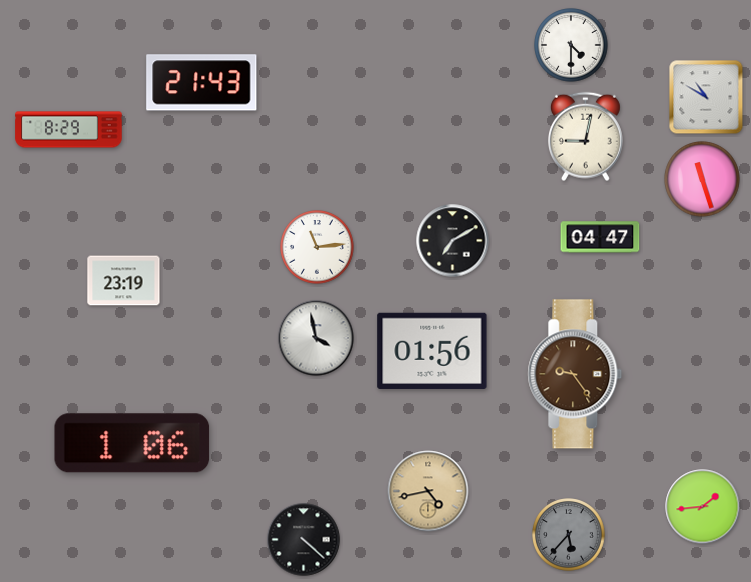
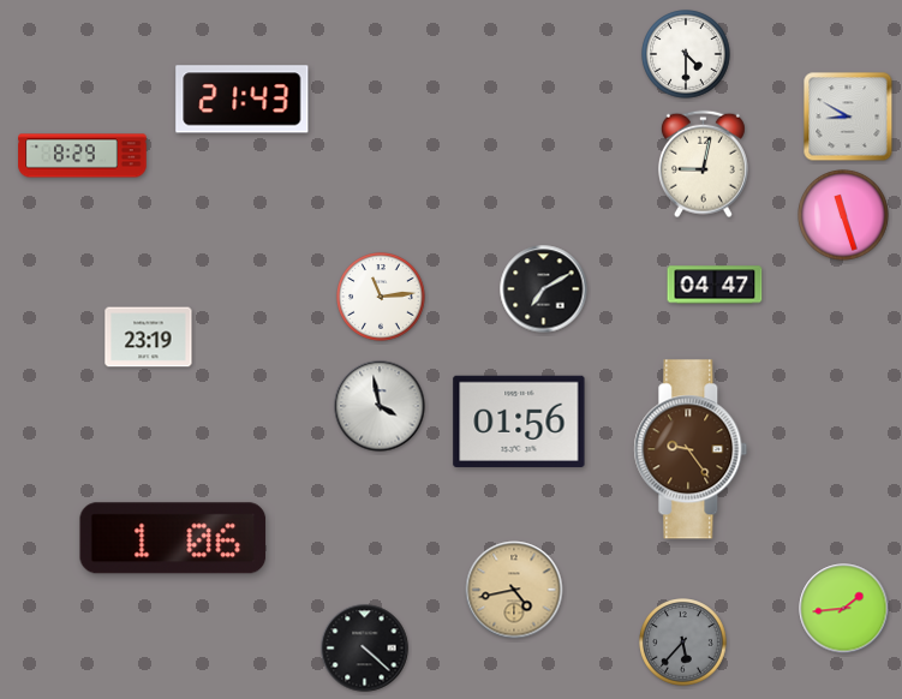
clock at (706, 97): 10:50 -> 8:50
clock at (600, 237) position: (600, 237) -> (715, 285)
clock at (132, 443) position: (132, 443) -> (173, 538)
